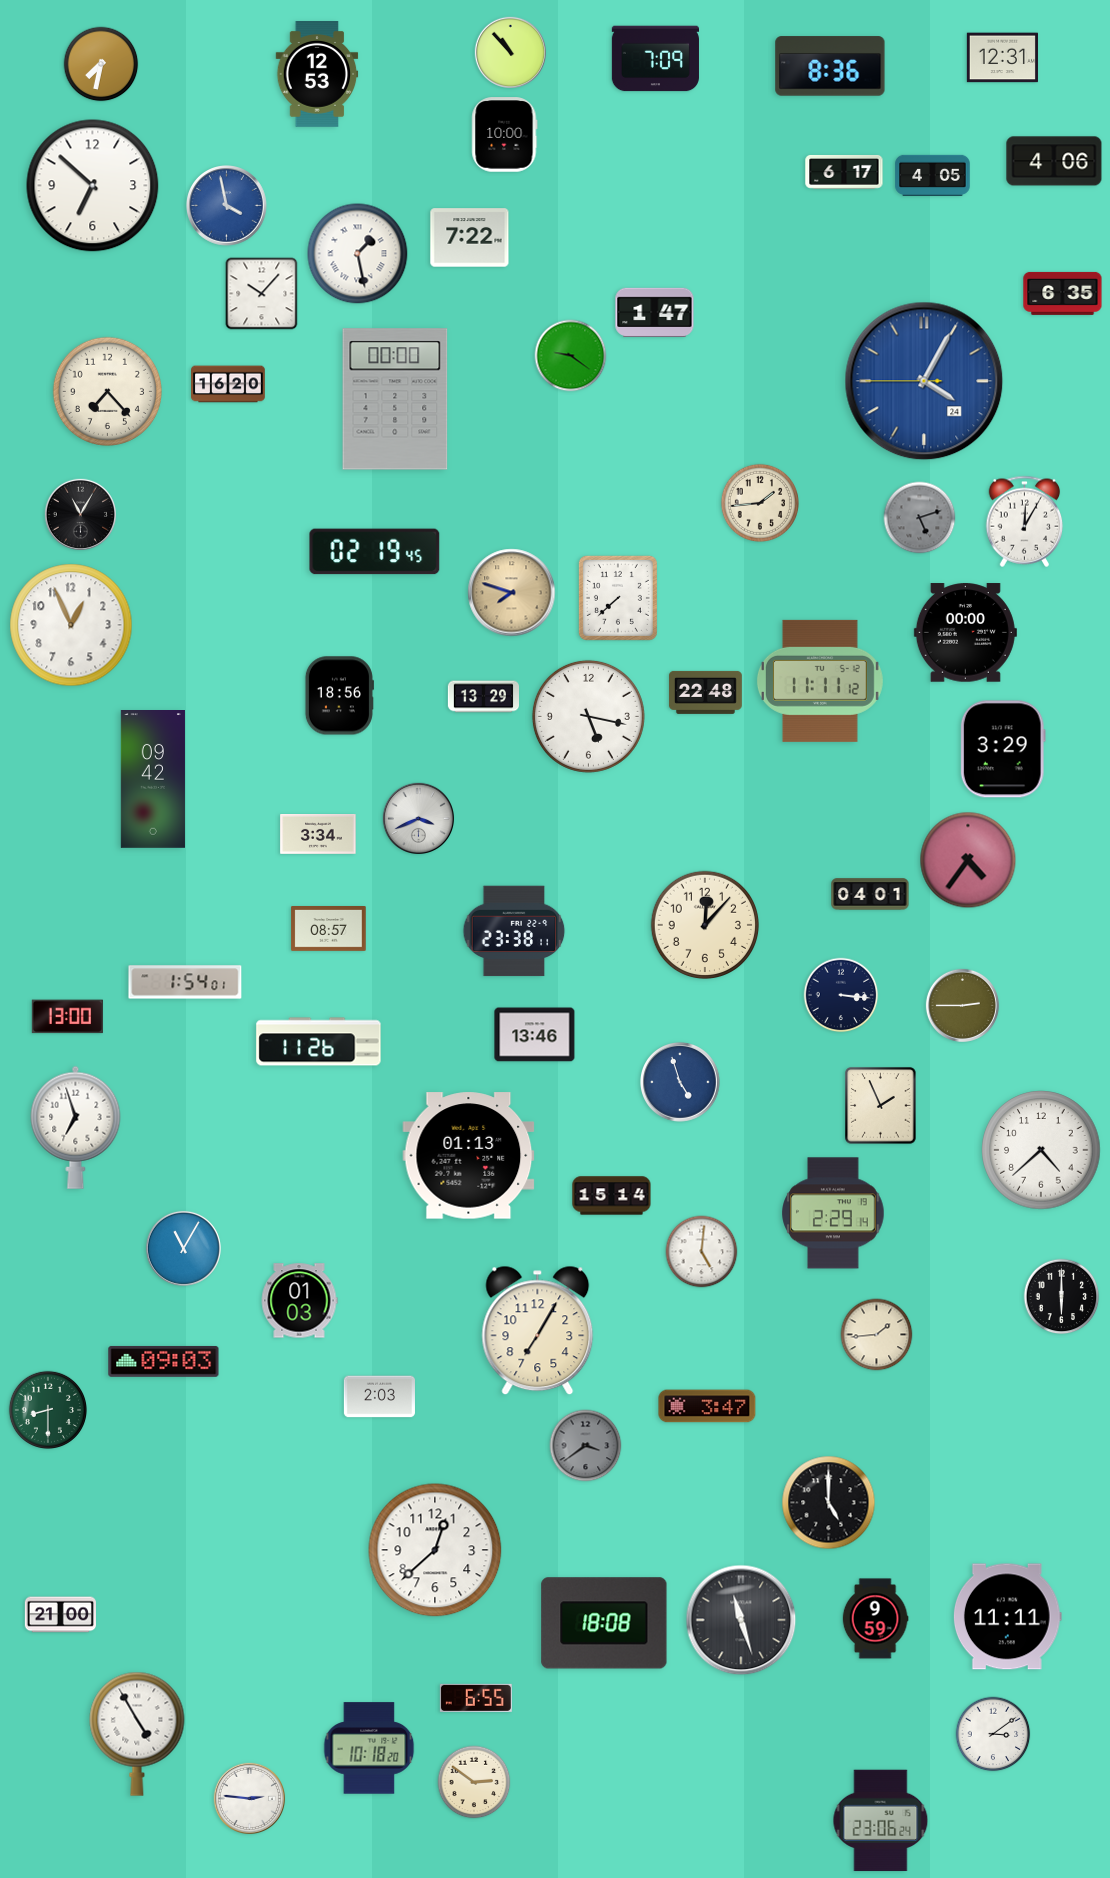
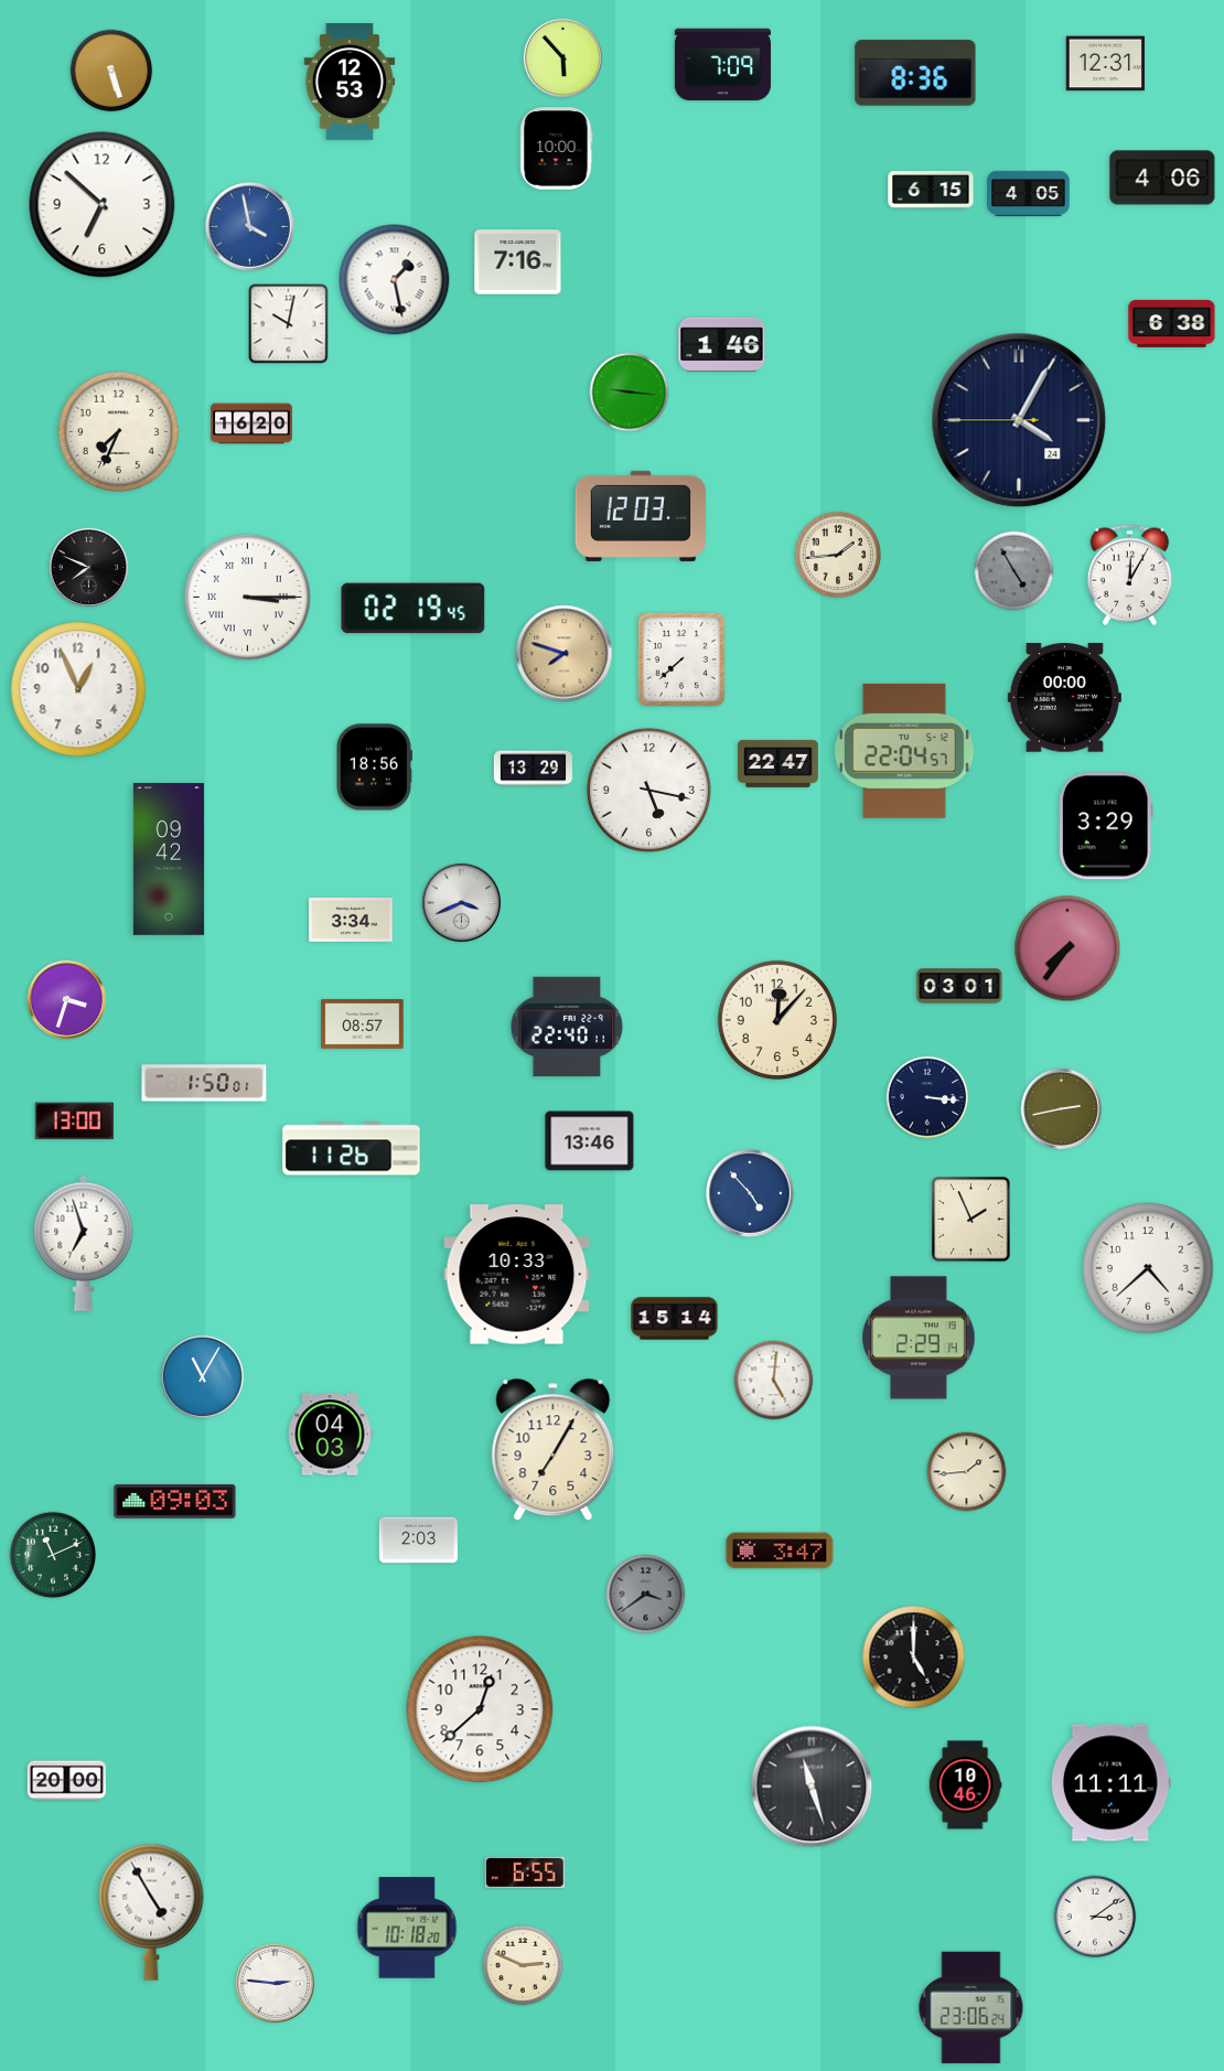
clock at (510, 52): 10:53 -> 5:53
clock at (101, 64): 7:32 -> 5:27
clock at (844, 172): 6:17 -> 6:15
clock at (470, 238): 7:22 -> 7:16
clock at (1063, 293): 6:35 -> 6:38
clock at (262, 294): 10:07 -> 10:02
clock at (655, 312): 1:47 -> 1:46
clock at (571, 356): 9:21 -> 9:16
clock at (924, 381) dial: blue -> navy
clock at (107, 391): 7:23 -> 7:34
clock at (395, 399): 00:00 -> none
clock at (641, 516): none -> 12:03
clock at (80, 514): 11:05 -> 7:49
clock at (920, 518): 5:12 -> 4:55
clock at (247, 597): none -> 3:15
clock at (820, 681): 11:11 -> 22:04
clock at (705, 692): 22:48 -> 22:47
clock at (968, 860): 4:36 -> 7:36
clock at (870, 894): 04:01 -> 03:01
clock at (66, 999): none -> 3:33
clock at (514, 931): 23:38 -> 22:40
clock at (185, 982): 1:54 -> 1:50
clock at (962, 1005): 2:45 -> 2:43
clock at (681, 1083): 4:57 -> 4:53
clock at (469, 1156): 01:13 -> 10:33
clock at (1062, 1297): 6:00 -> none
clock at (299, 1301): 01:03 -> 04:03
clock at (538, 1331) position: (538, 1331) -> (554, 1450)
clock at (164, 1361) position: (164, 1361) -> (175, 1501)
clock at (47, 1409): 8:30 -> 11:11
clock at (60, 1615): 21:00 -> 20:00
clock at (875, 1619): 9:59 -> 10:46
clock at (741, 1620) position: (741, 1620) -> (812, 1786)
clock at (604, 1623): 18:08 -> none
clock at (993, 1734) position: (993, 1734) -> (1095, 1917)
clock at (474, 1782): 2:51 -> 2:49
